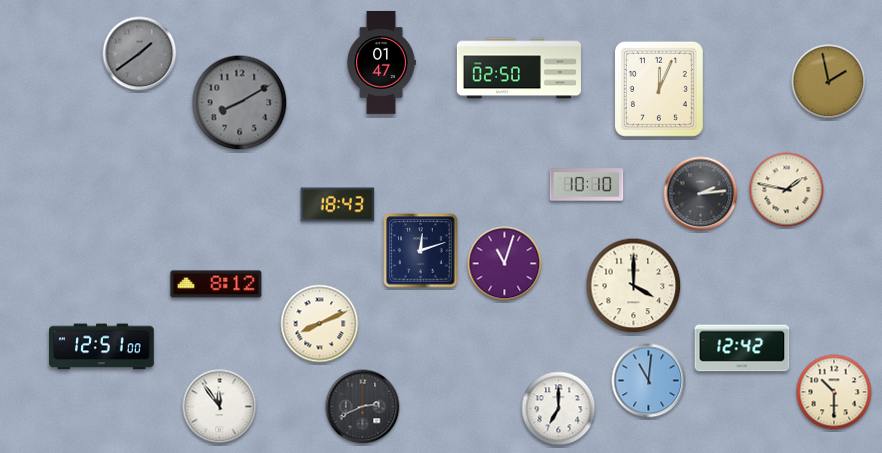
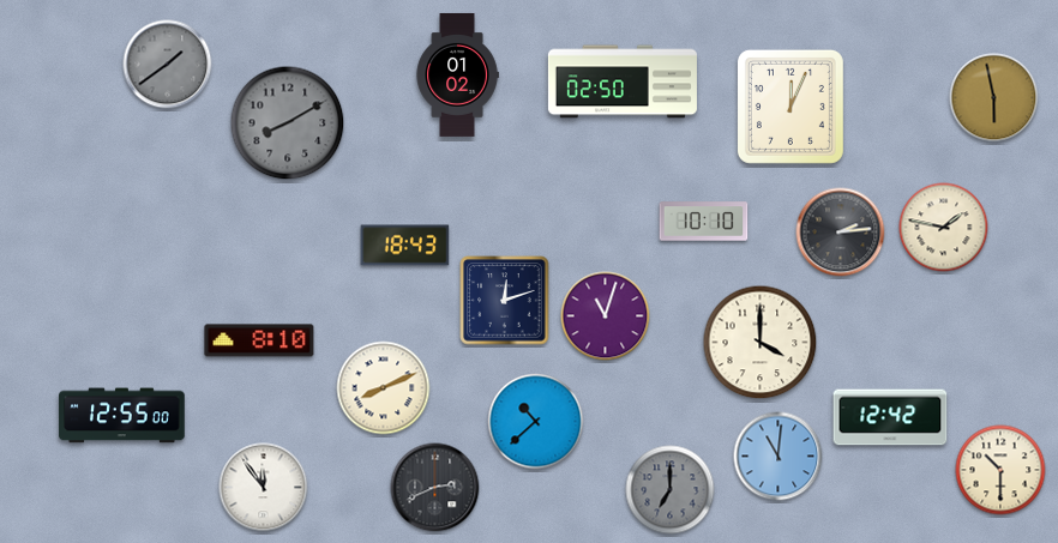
clock at (381, 62): 01:47 -> 01:02
clock at (829, 82): 1:58 -> 5:58
clock at (216, 284): 8:12 -> 8:10
clock at (102, 347): 12:51 -> 12:55
clock at (536, 422): none -> 10:38
clock at (559, 409) dial: white -> grey
